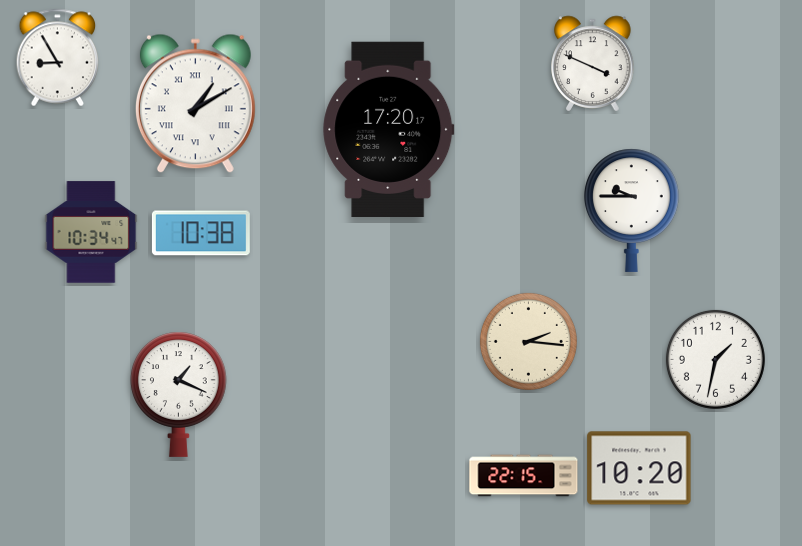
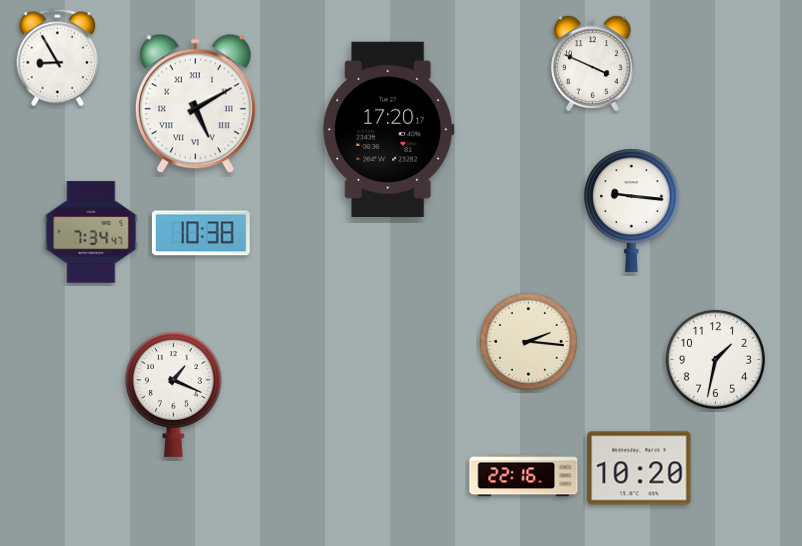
clock at (195, 104): 1:10 -> 5:10
clock at (631, 210): 9:45 -> 9:16
clock at (91, 232): 10:34 -> 7:34
clock at (178, 394) position: (178, 394) -> (173, 394)
clock at (524, 476): 22:15 -> 22:16
